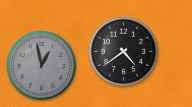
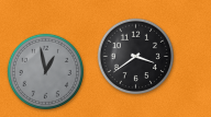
clock at (123, 51): 4:39 -> 3:39
